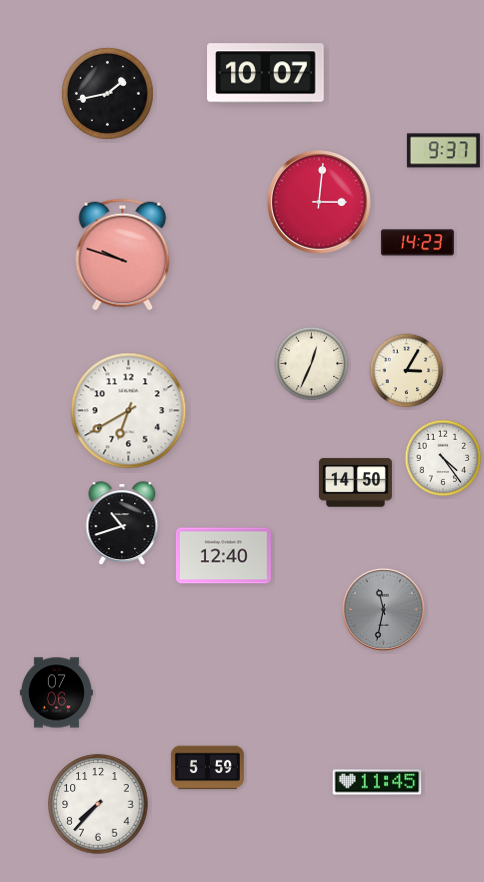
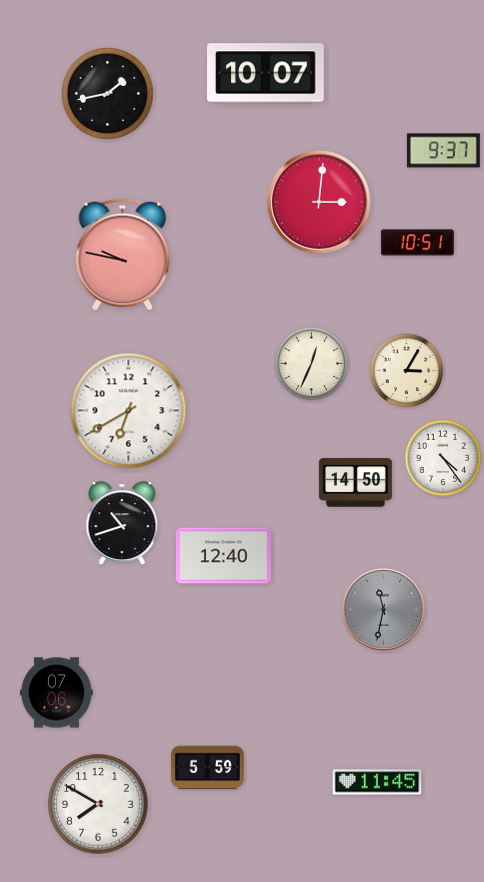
clock at (417, 243): 14:23 -> 10:51
clock at (123, 255): 9:48 -> 9:47
clock at (98, 804): 7:37 -> 7:50
